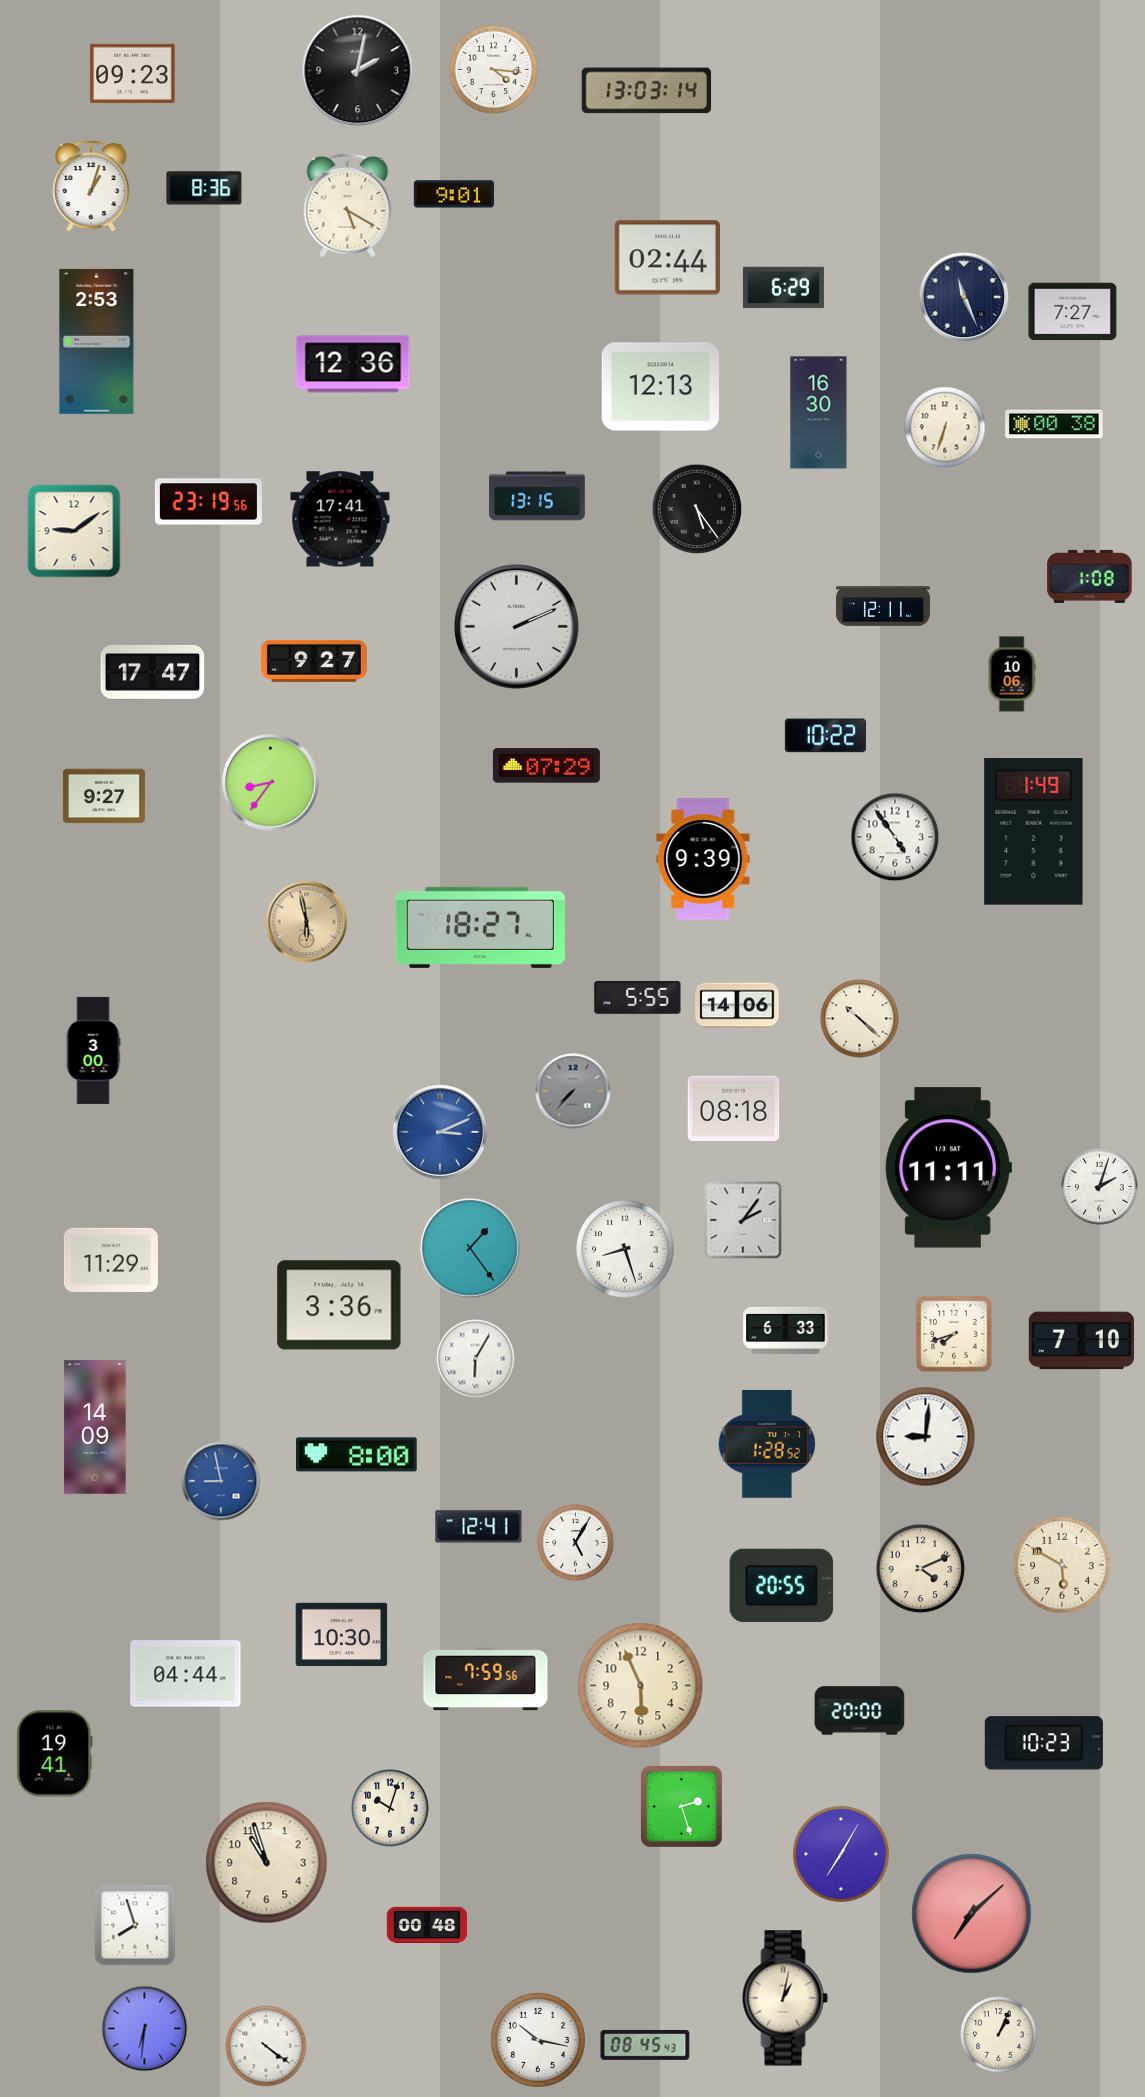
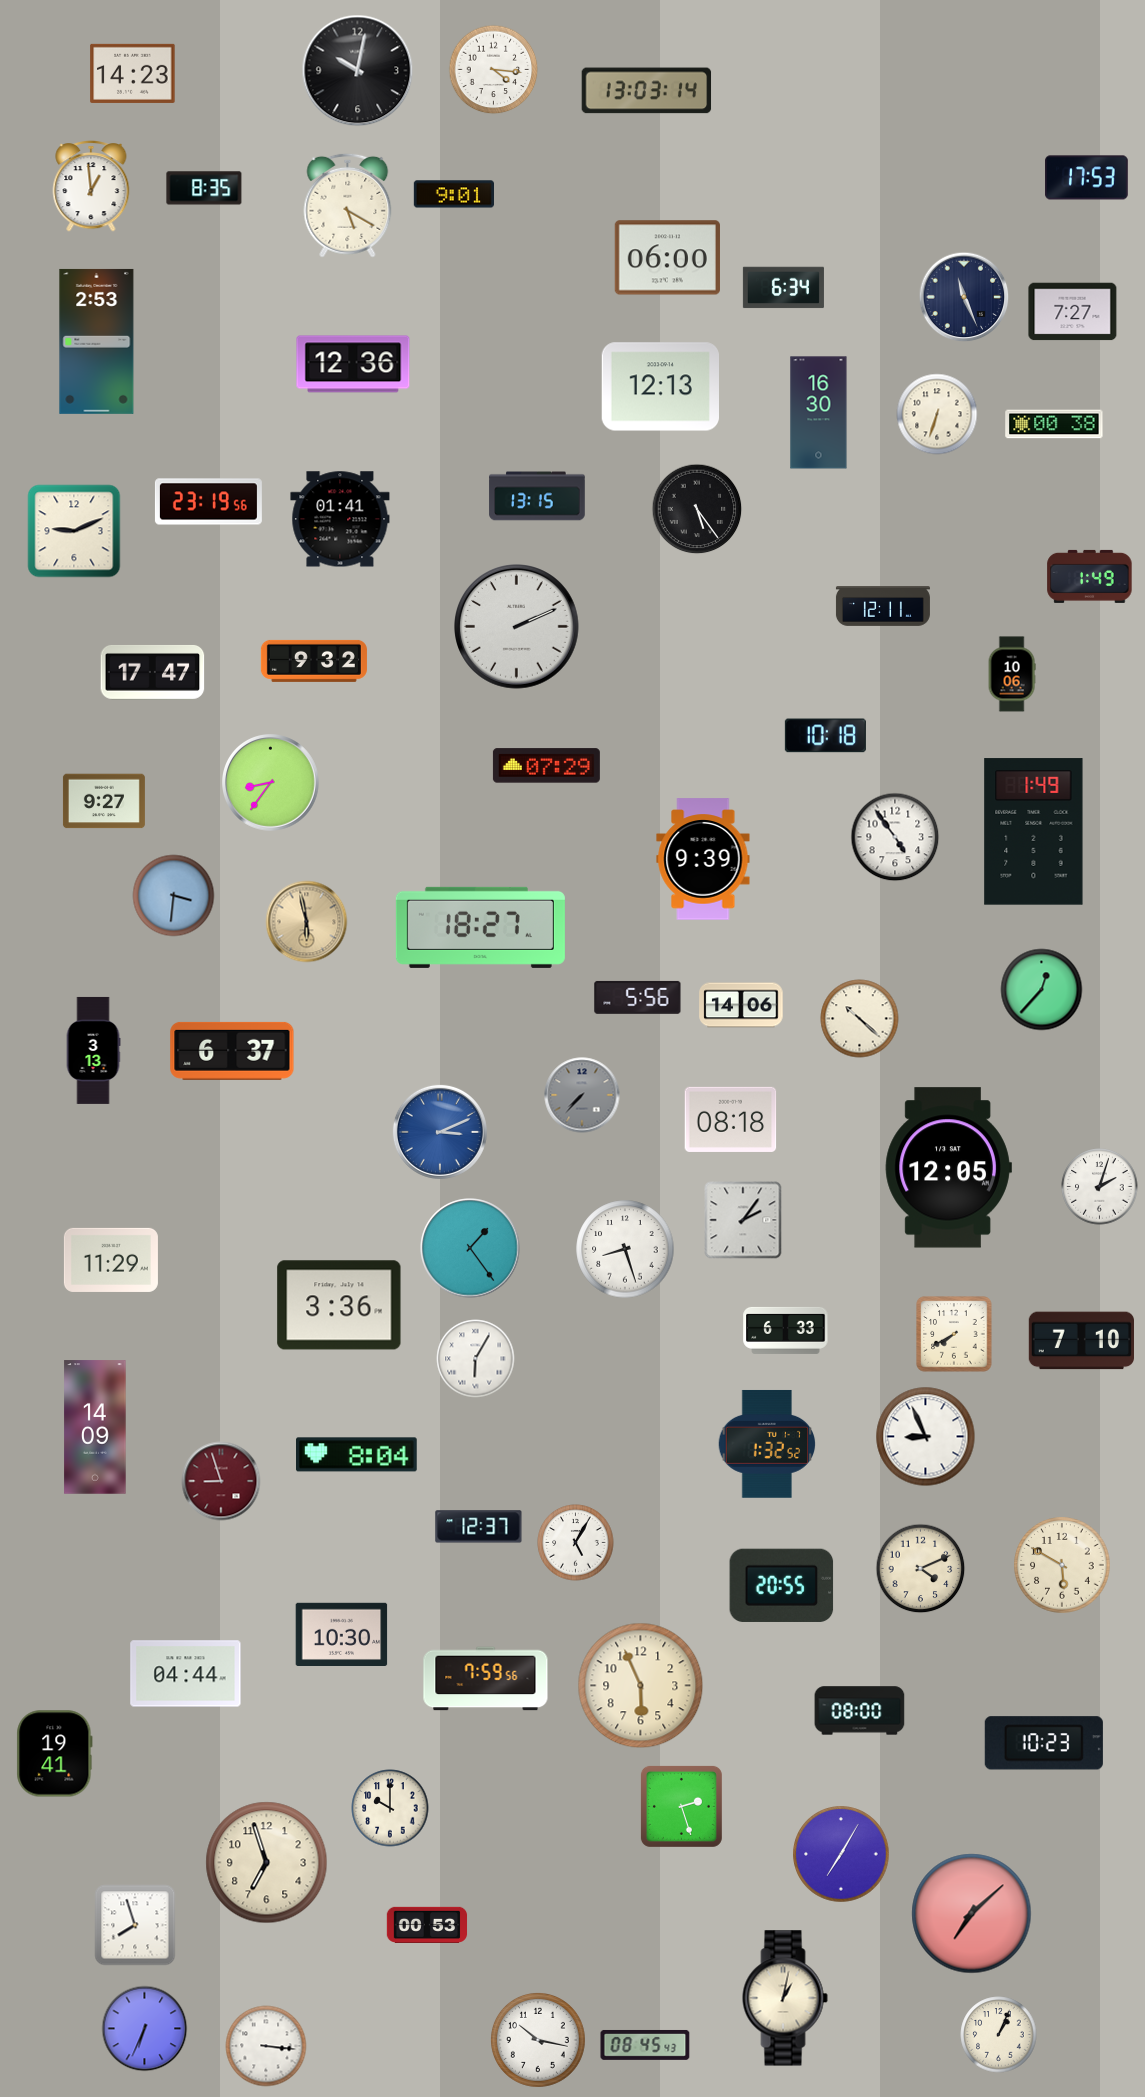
clock at (358, 71): 2:02 -> 10:02
clock at (133, 73): 09:23 -> 14:23
clock at (1087, 178): none -> 17:53
clock at (91, 187): 1:03 -> 12:59
clock at (204, 188): 8:36 -> 8:35
clock at (667, 258): 02:44 -> 06:00
clock at (783, 288): 6:29 -> 6:34
clock at (945, 427) position: (945, 427) -> (937, 414)
clock at (340, 519): 17:41 -> 01:41
clock at (74, 531): 9:09 -> 9:11
clock at (1090, 576): 1:08 -> 1:49
clock at (314, 661): 9:27 -> 9:32
clock at (825, 736): 10:22 -> 10:18
clock at (104, 796) position: (104, 796) -> (104, 801)
clock at (174, 896): none -> 3:31
clock at (1042, 990): none -> 12:37
clock at (638, 997): 5:55 -> 5:56
clock at (737, 1005) position: (737, 1005) -> (741, 1005)
clock at (93, 1050): 3:00 -> 3:13
clock at (232, 1051): none -> 6:37
clock at (573, 1091) position: (573, 1091) -> (582, 1095)
clock at (734, 1108) position: (734, 1108) -> (731, 1119)
clock at (948, 1168): 11:11 -> 12:05
clock at (954, 1334): 7:42 -> 7:40
clock at (926, 1437): 9:01 -> 8:56
clock at (767, 1444): 1:28 -> 1:32
clock at (357, 1455): 8:00 -> 8:04
clock at (221, 1481): 8:58 -> 8:57
clock at (221, 1481) dial: blue -> burgundy
clock at (479, 1527): 12:41 -> 12:37
clock at (860, 1711): 20:00 -> 08:00
clock at (390, 1808): 10:03 -> 10:00
clock at (267, 1863): 10:57 -> 6:57
clock at (427, 1925): 00:48 -> 00:53
clock at (145, 2029): 6:31 -> 6:34
clock at (266, 2046): 4:21 -> 3:16
